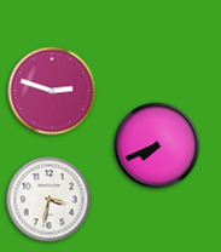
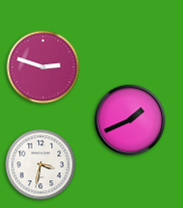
clock at (52, 91) position: (52, 91) -> (43, 67)
clock at (157, 145): 7:41 -> 1:41
